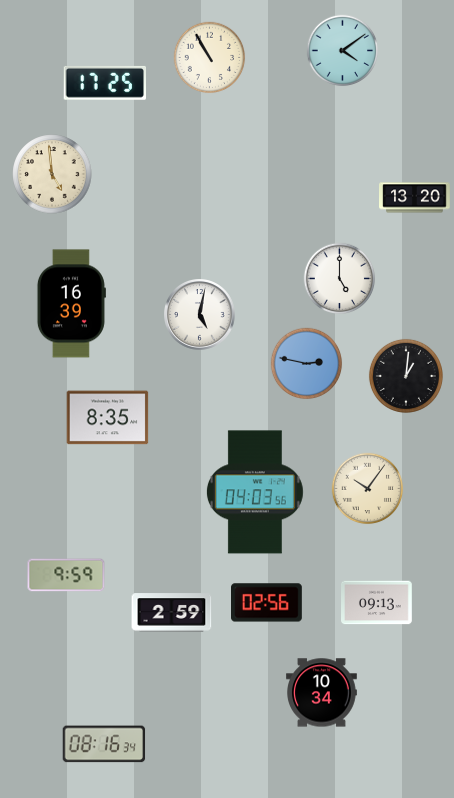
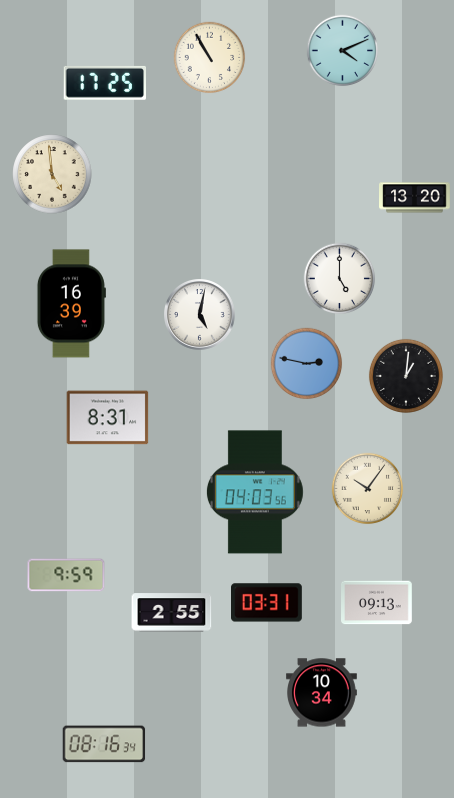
clock at (343, 51): 4:09 -> 4:11
clock at (108, 418): 8:35 -> 8:31
clock at (267, 603): 02:56 -> 03:31
clock at (172, 613): 2:59 -> 2:55
